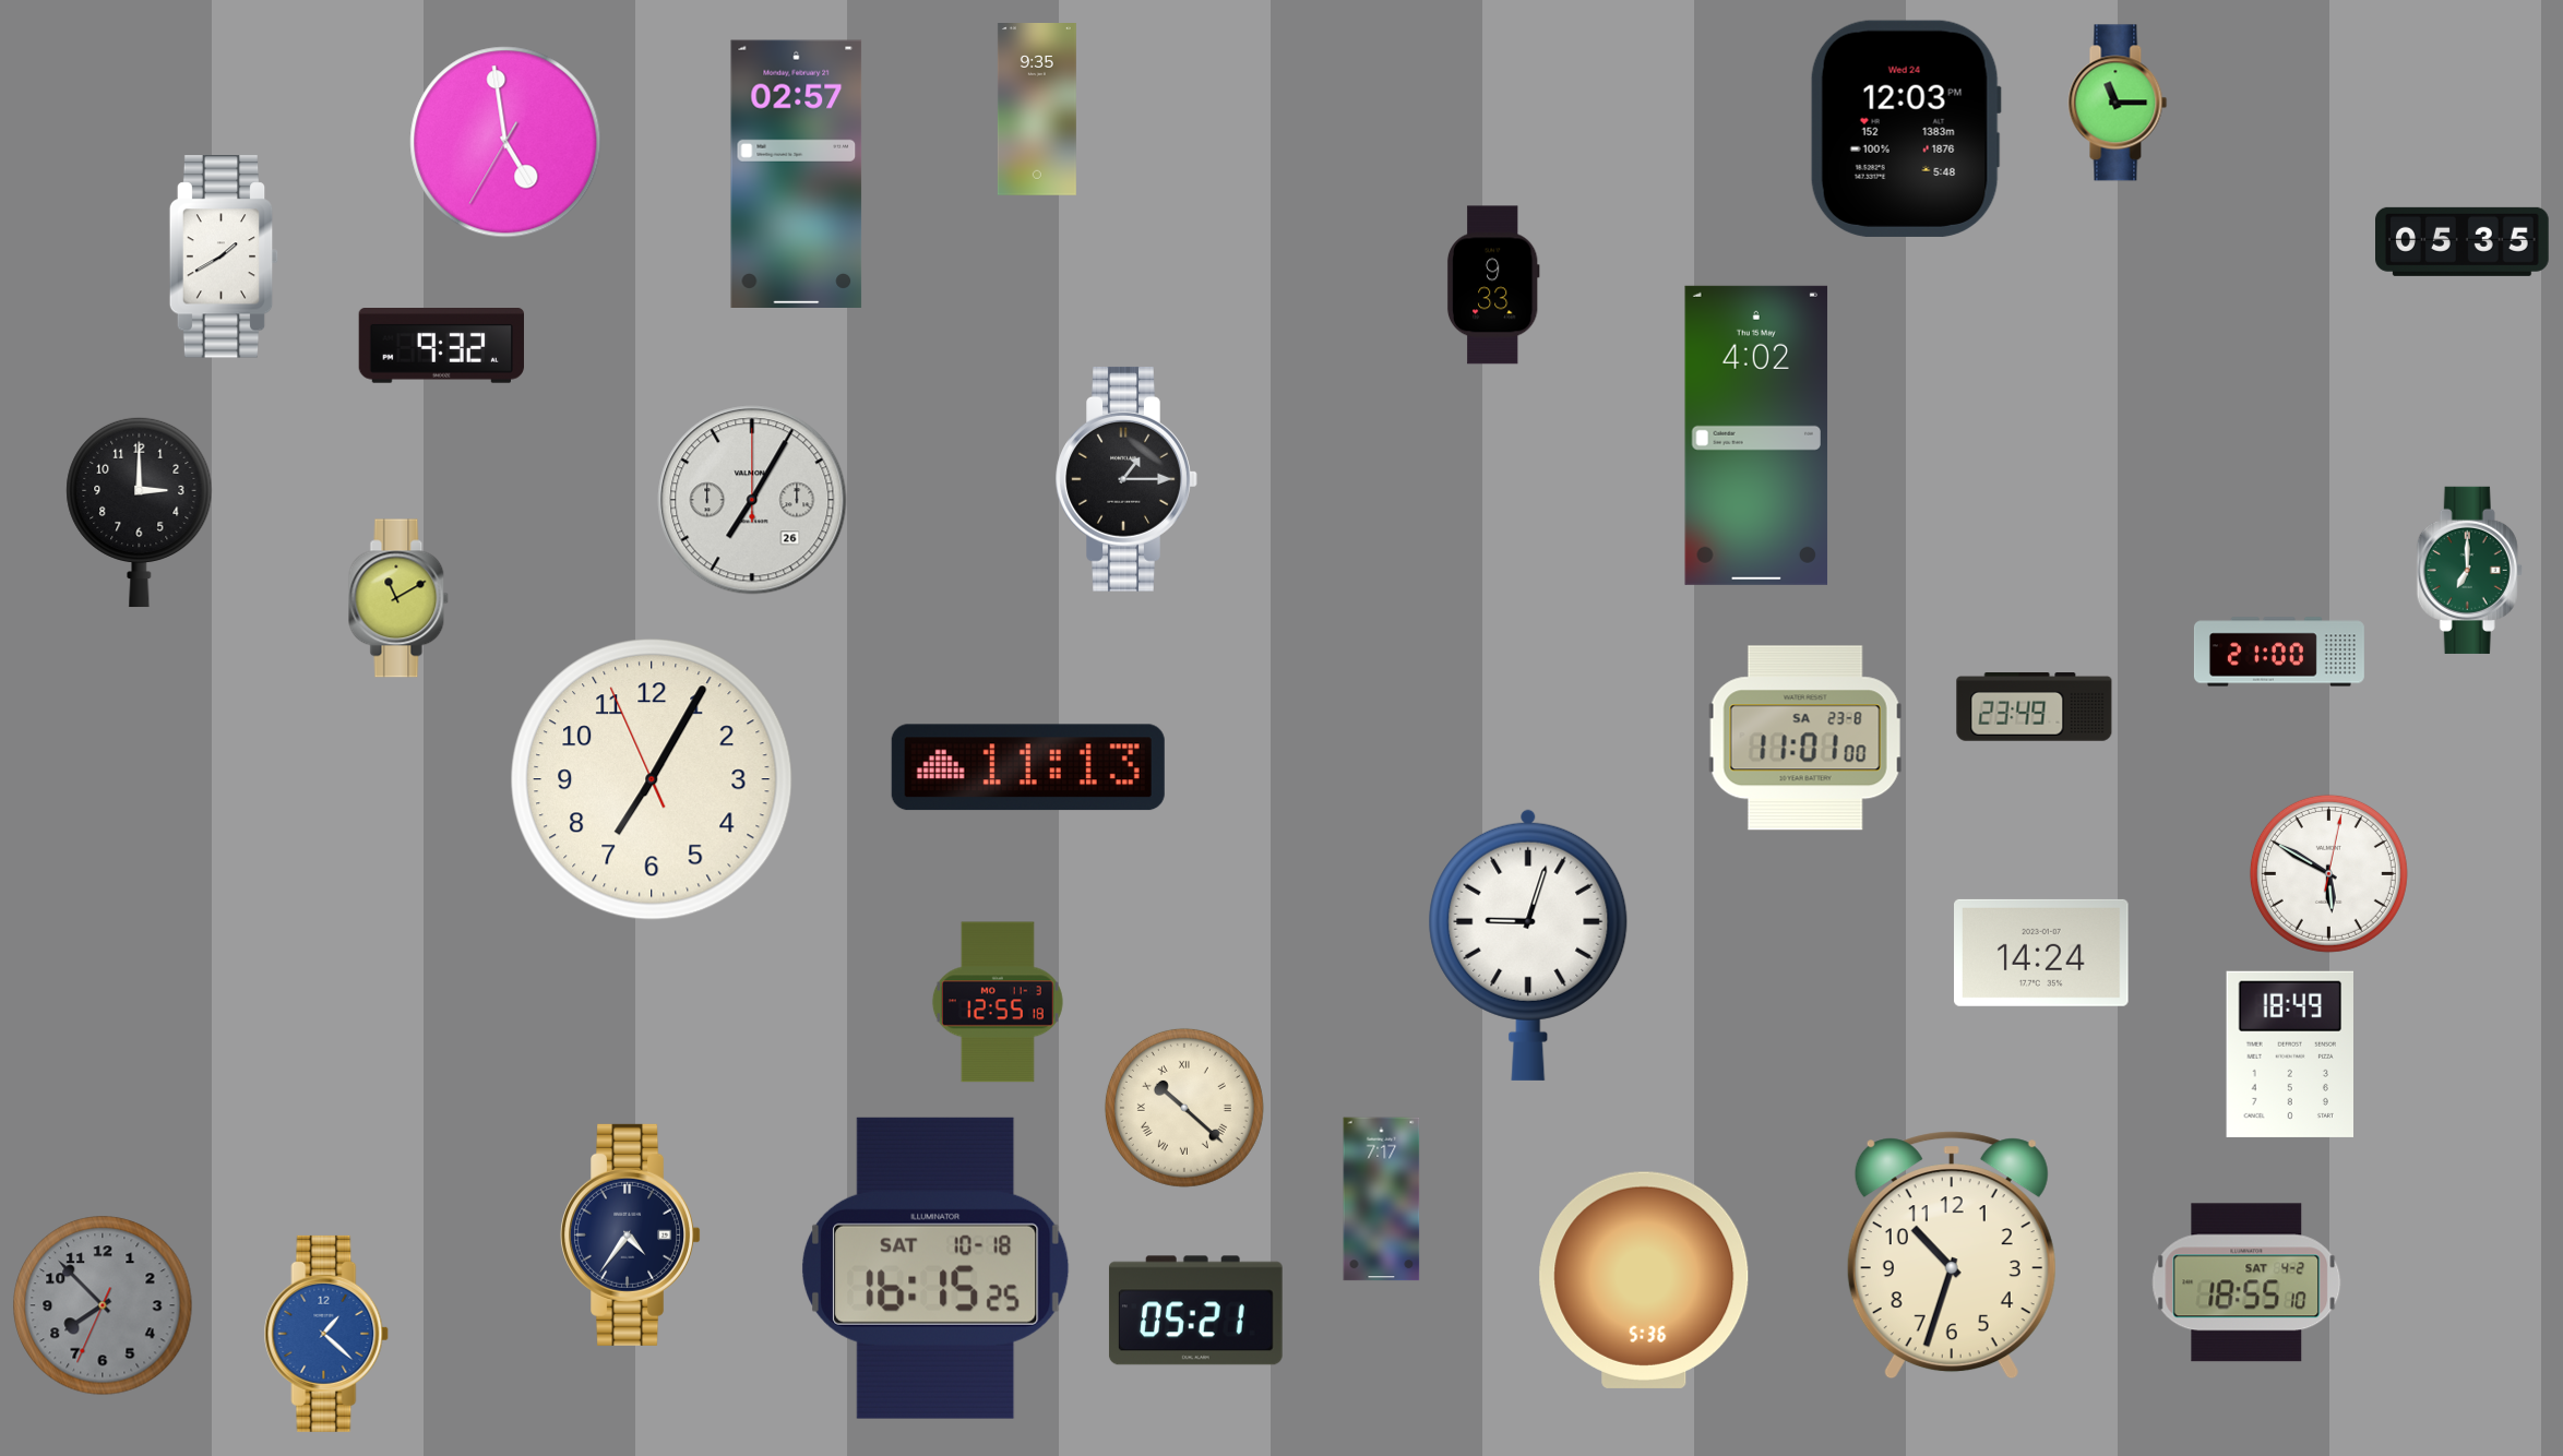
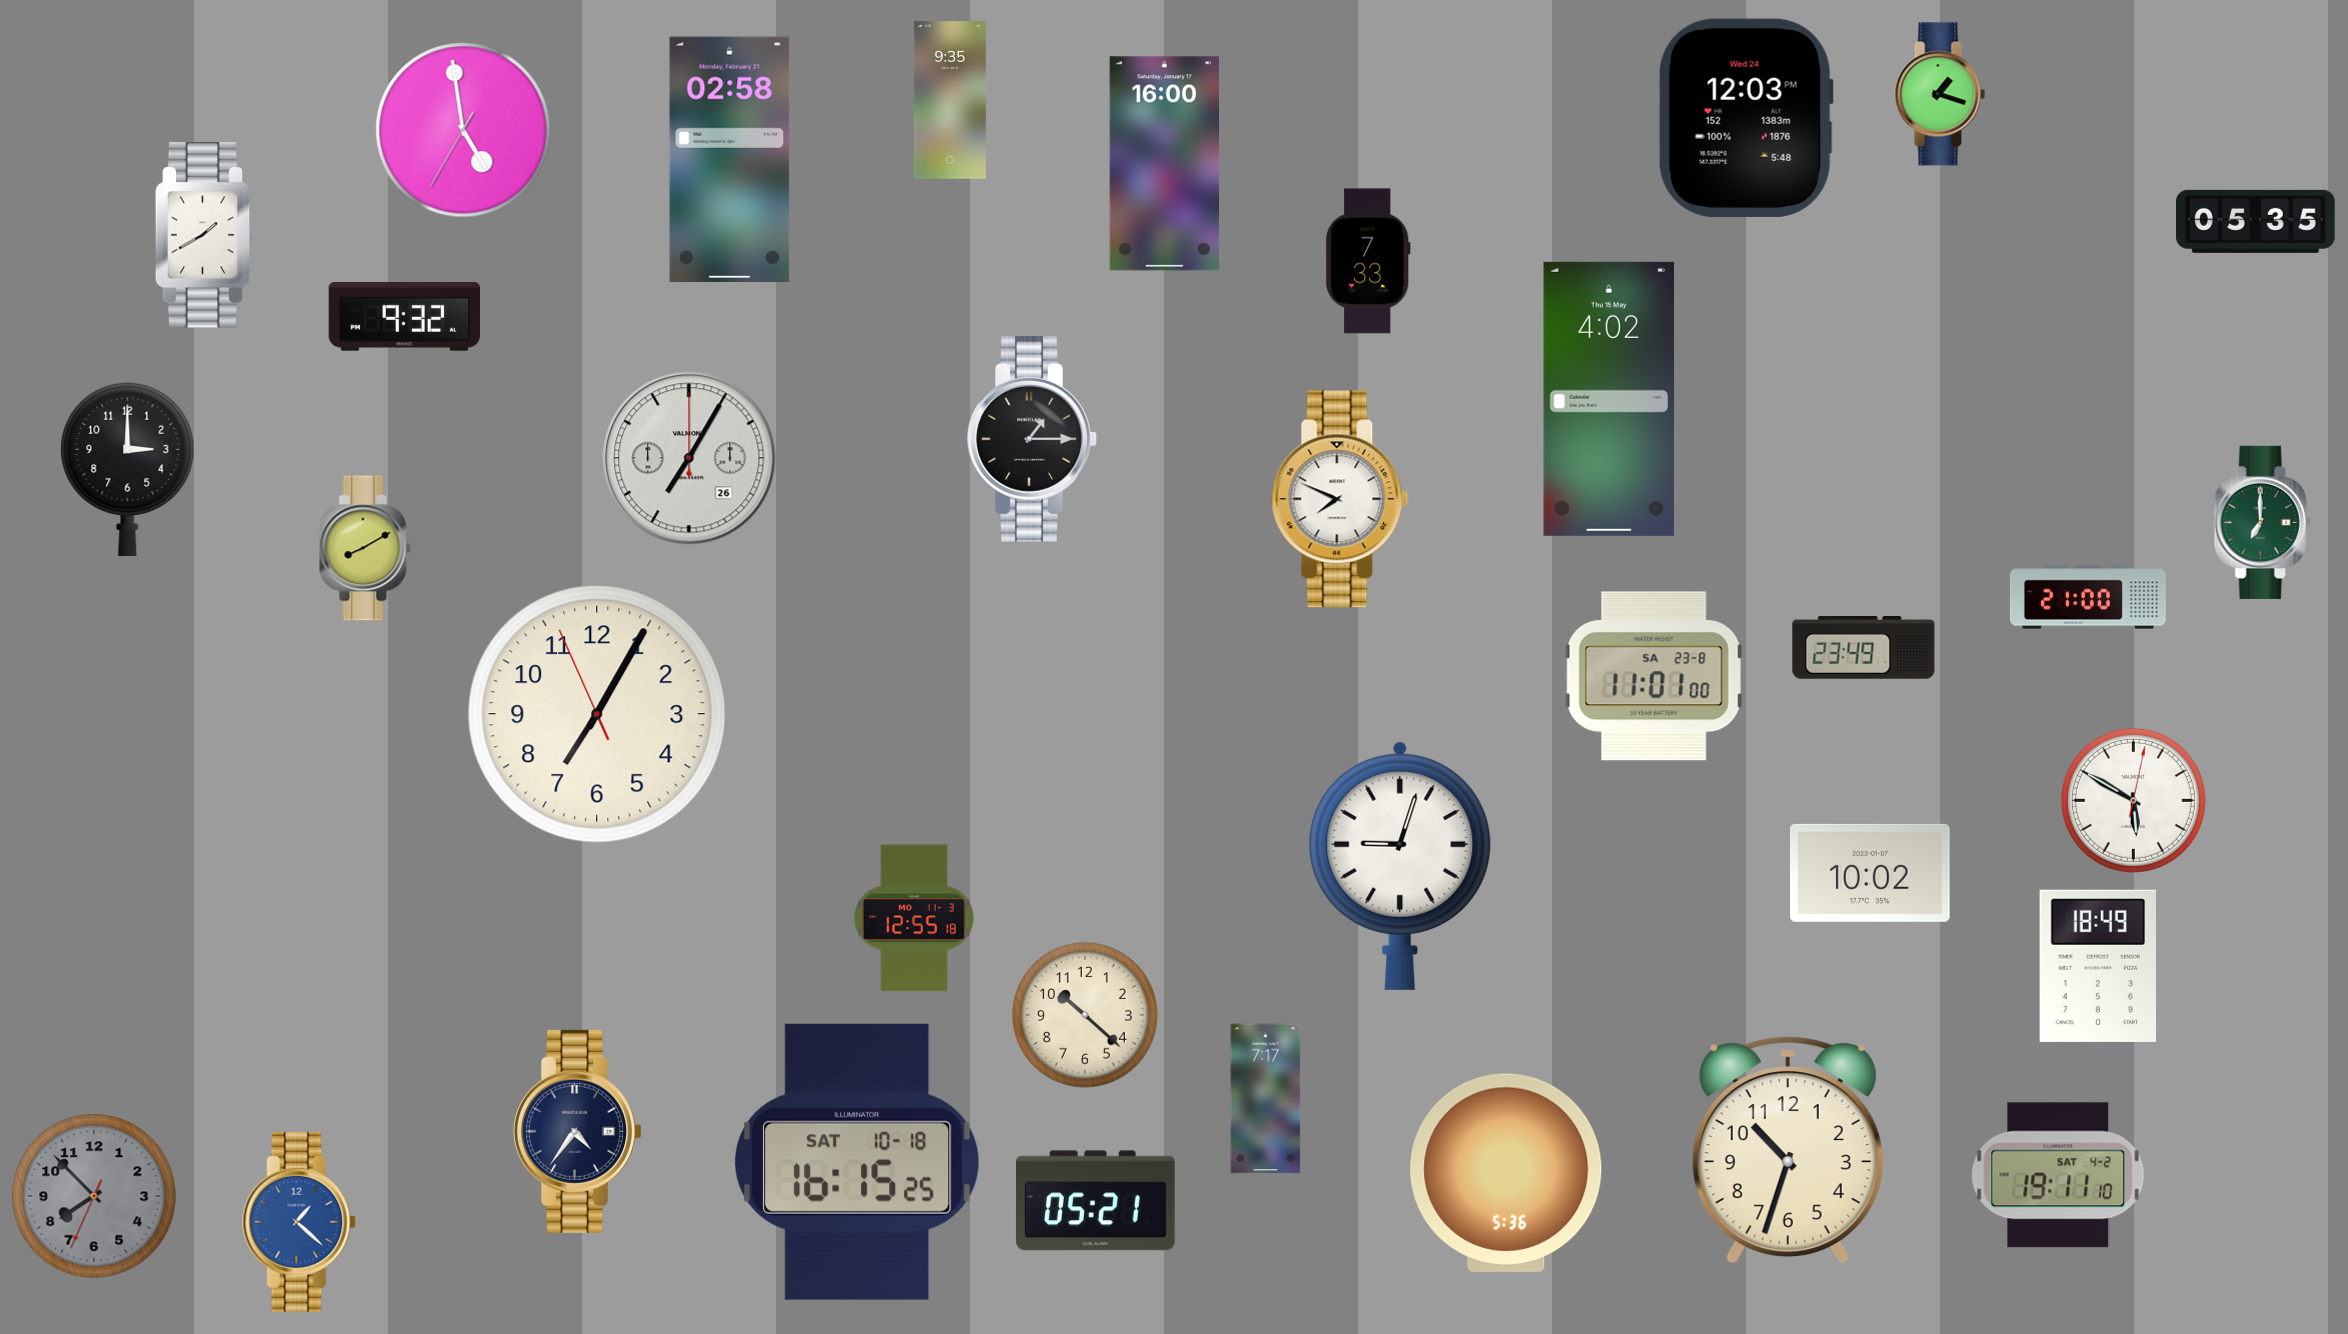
clock at (2118, 103): 11:15 -> 1:18
clock at (797, 174): 02:57 -> 02:58
clock at (1165, 164): none -> 16:00
clock at (1493, 285): 9:33 -> 7:33
clock at (1340, 499): none -> 7:49
clock at (398, 598): 11:10 -> 8:10
clock at (1028, 767): 11:13 -> none
clock at (2041, 953): 14:24 -> 10:02
clock at (1184, 1108) numerals: Roman -> Arabic
clock at (2246, 1282): 18:55 -> 19:11
